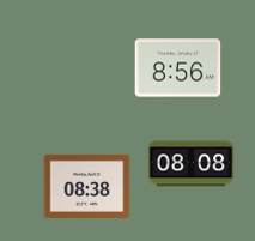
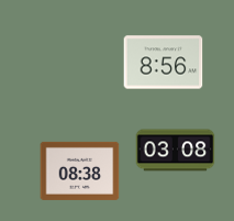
clock at (192, 164): 08:08 -> 03:08
